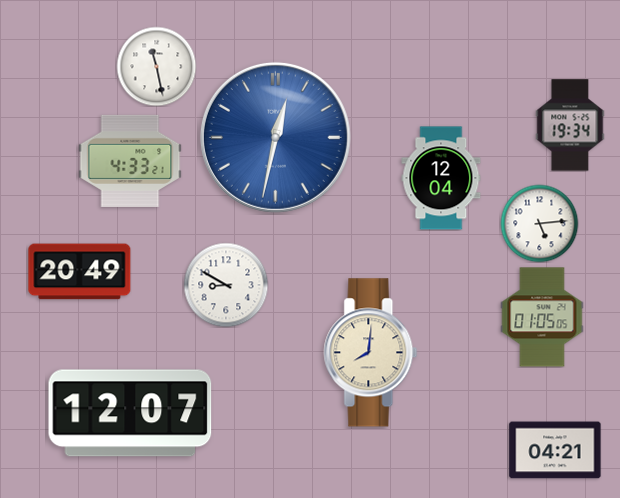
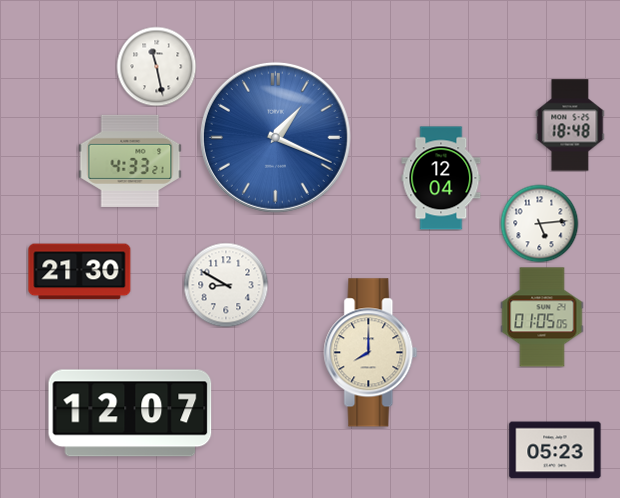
clock at (570, 125): 19:34 -> 18:48
clock at (275, 137): 12:32 -> 1:19
clock at (80, 272): 20:49 -> 21:30
clock at (371, 353): 8:01 -> 8:00
clock at (555, 450): 04:21 -> 05:23
